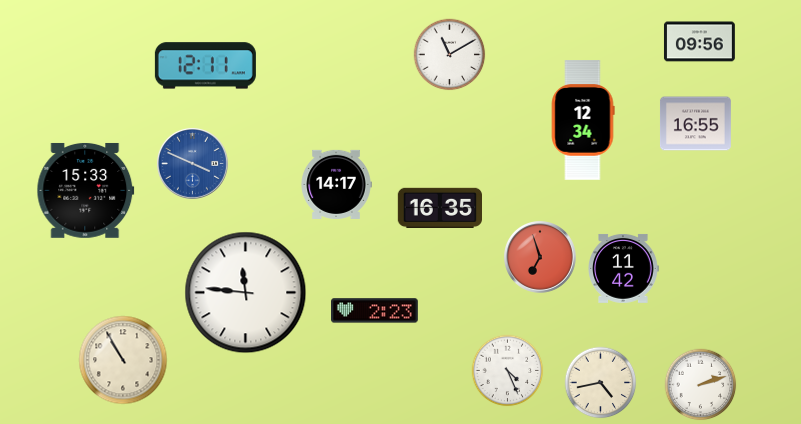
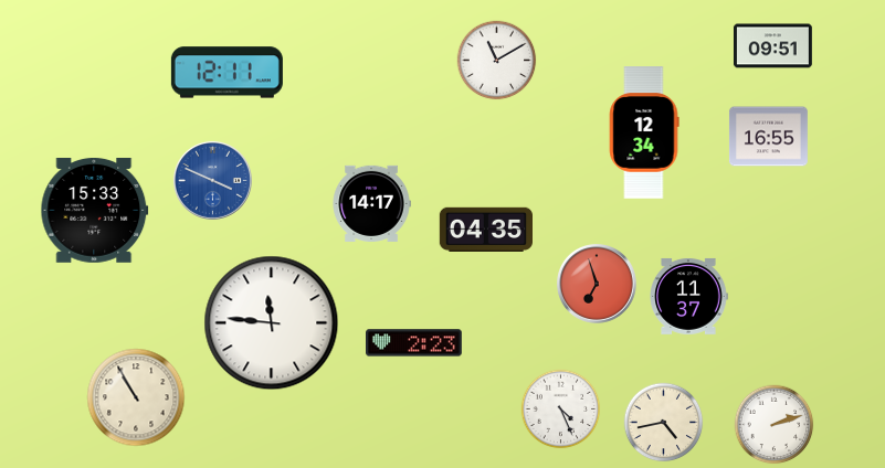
clock at (699, 42): 09:56 -> 09:51
clock at (439, 207): 16:35 -> 04:35
clock at (623, 269): 11:42 -> 11:37
